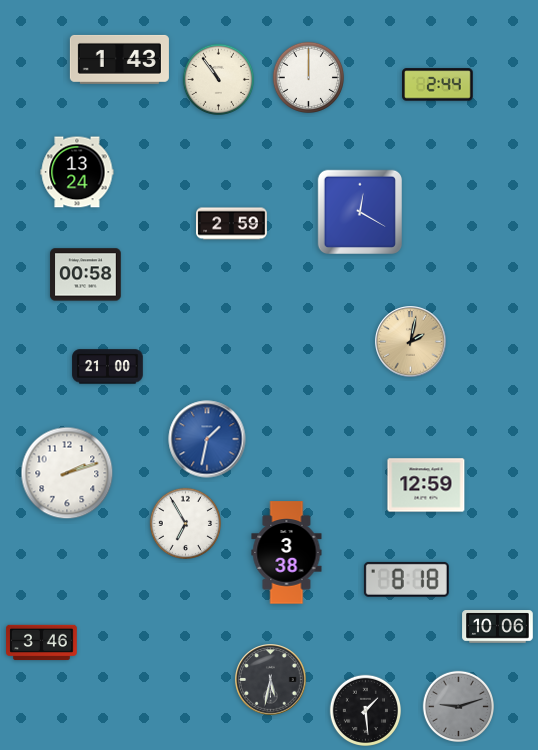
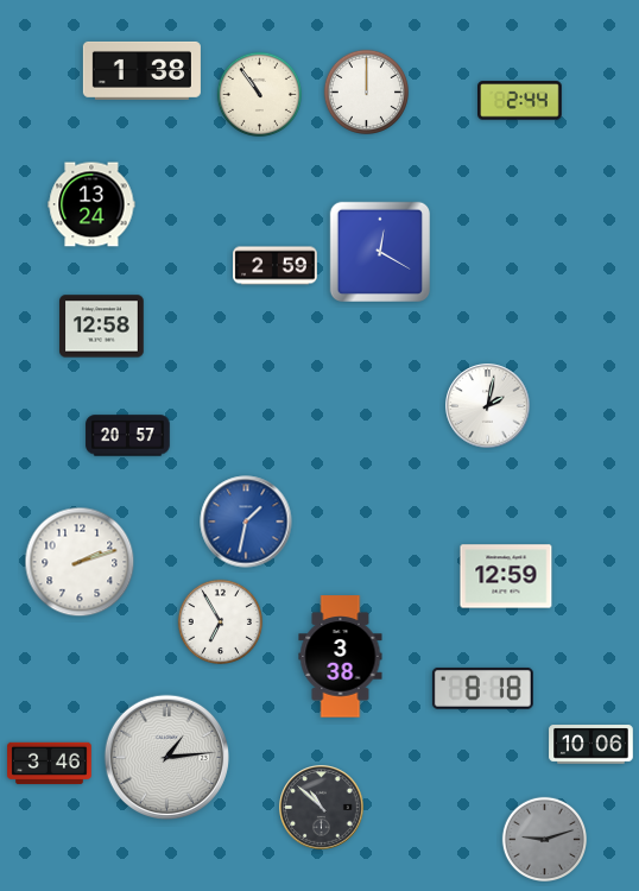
clock at (119, 59): 1:43 -> 1:38
clock at (359, 211) position: (359, 211) -> (379, 251)
clock at (86, 275): 00:58 -> 12:58
clock at (411, 342) dial: champagne -> white
clock at (108, 367): 21:00 -> 20:57
clock at (166, 757): none -> 1:14
clock at (271, 680): 5:32 -> 10:52
clock at (365, 710): 1:29 -> none
